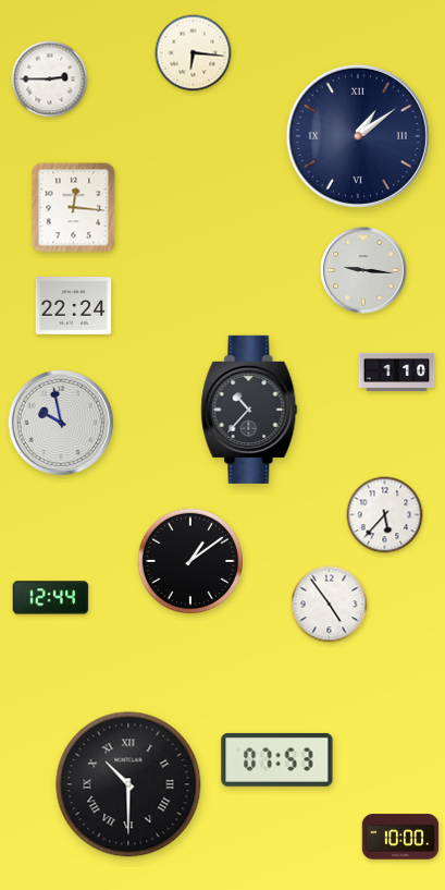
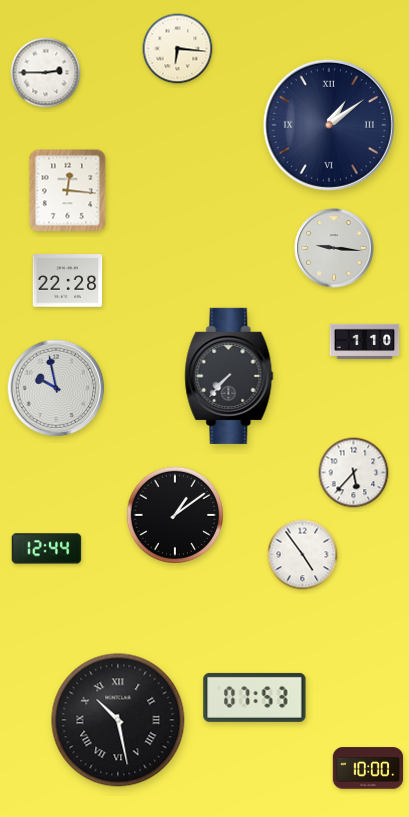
clock at (74, 306): 22:24 -> 22:28
clock at (249, 410): 10:37 -> 7:37
clock at (128, 784): 10:30 -> 10:28
